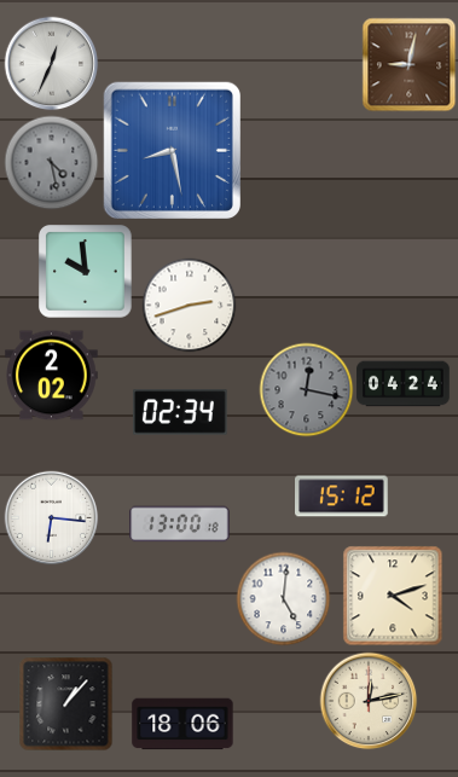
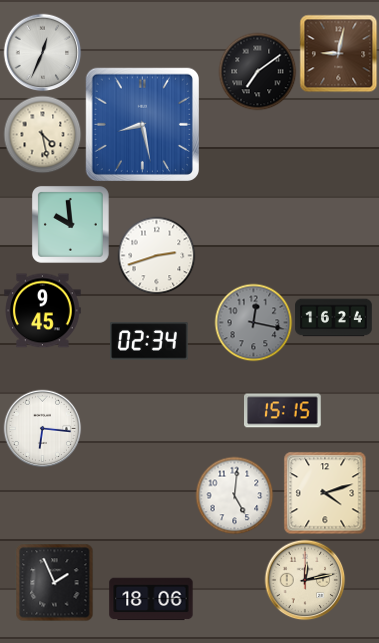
clock at (257, 71): none -> 7:09
clock at (51, 162) dial: grey -> cream
clock at (189, 305) position: (189, 305) -> (156, 255)
clock at (52, 376): 2:02 -> 9:45
clock at (404, 384): 04:24 -> 16:24
clock at (342, 497): 15:12 -> 15:15
clock at (180, 524): 13:00 -> none
clock at (65, 703): 1:07 -> 1:56
